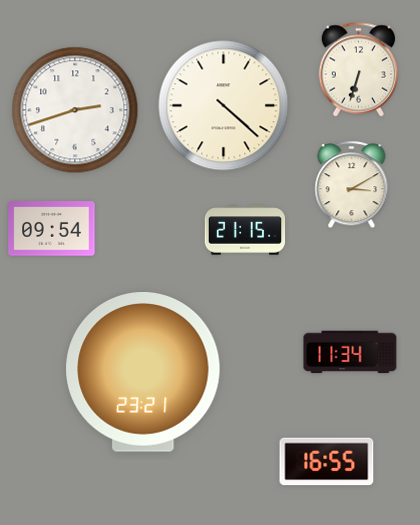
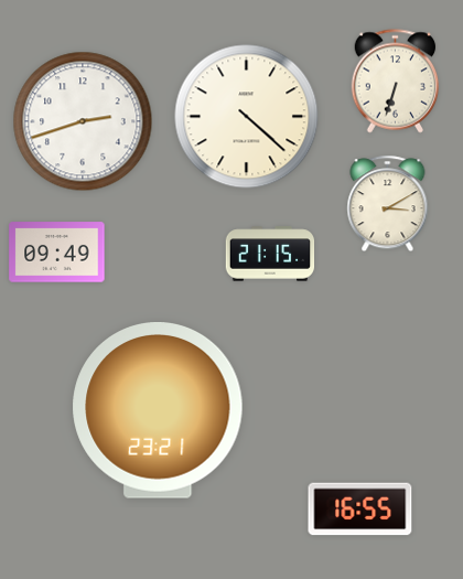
clock at (359, 70) position: (359, 70) -> (396, 82)
clock at (52, 229): 09:54 -> 09:49
clock at (350, 352): 11:34 -> none
